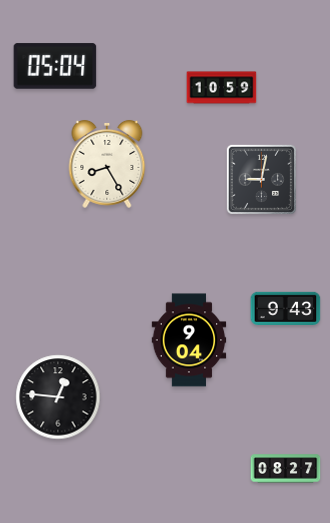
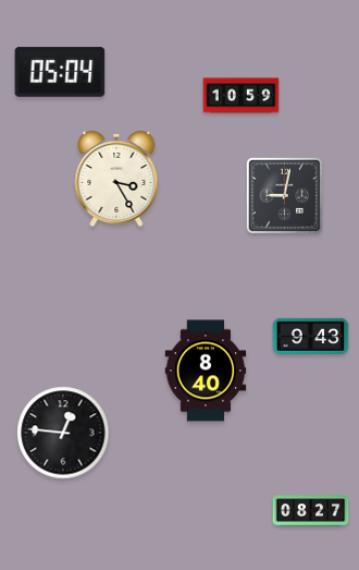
clock at (107, 164): 8:25 -> 3:25
clock at (189, 340): 9:04 -> 8:40
